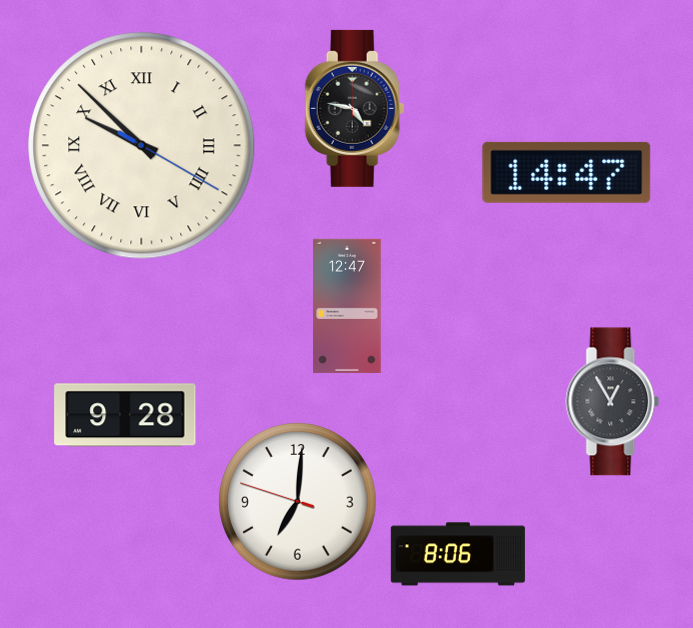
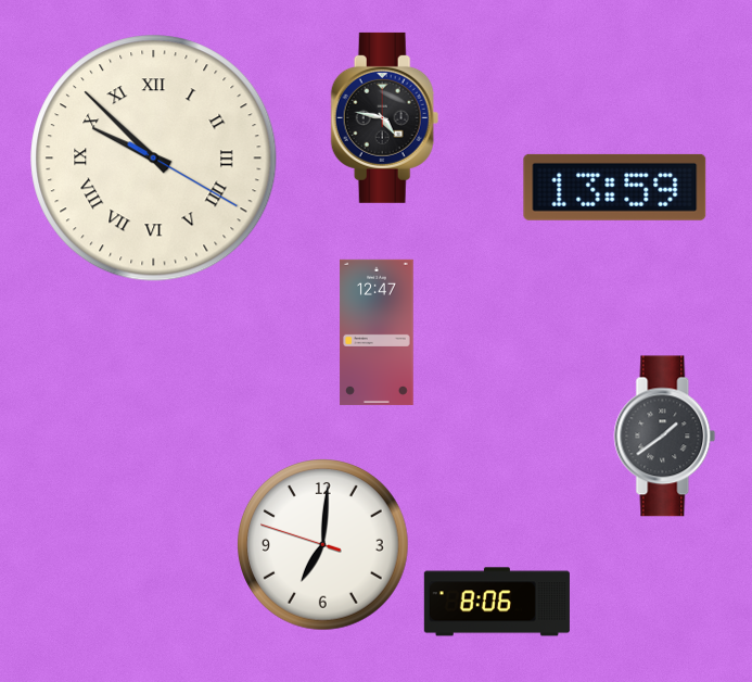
clock at (567, 172): 14:47 -> 13:59
clock at (613, 402): 12:55 -> 1:39
clock at (125, 415): 9:28 -> none
